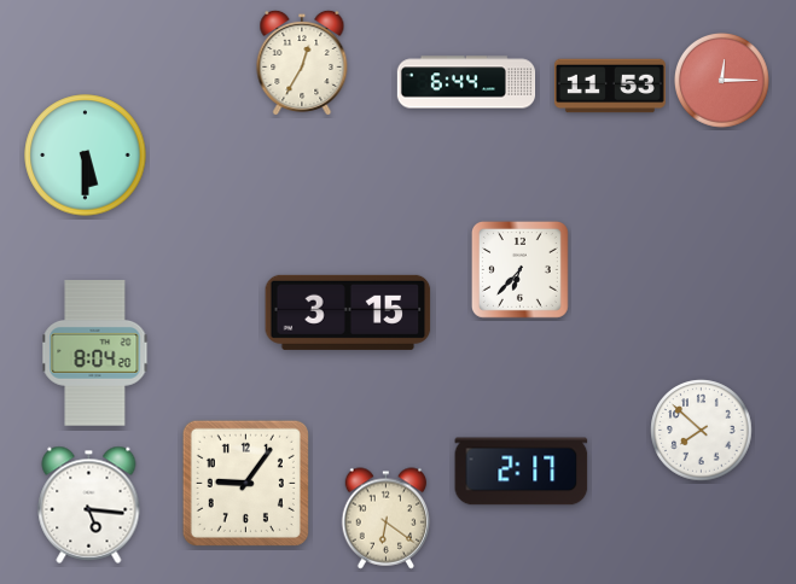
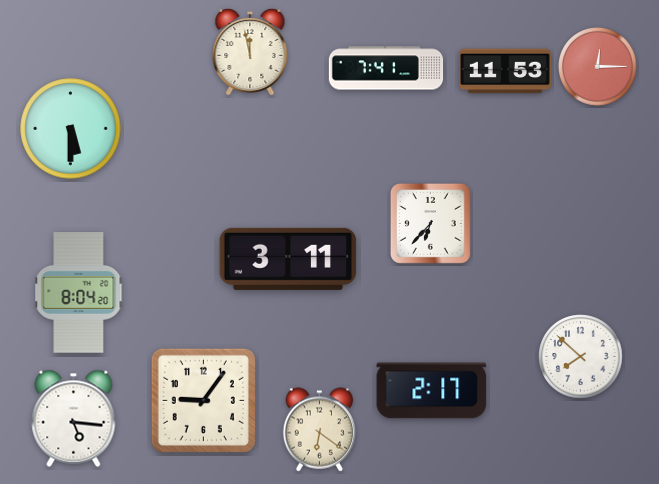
clock at (302, 62): 12:35 -> 11:58
clock at (466, 82): 6:44 -> 7:41
clock at (348, 313): 3:15 -> 3:11
